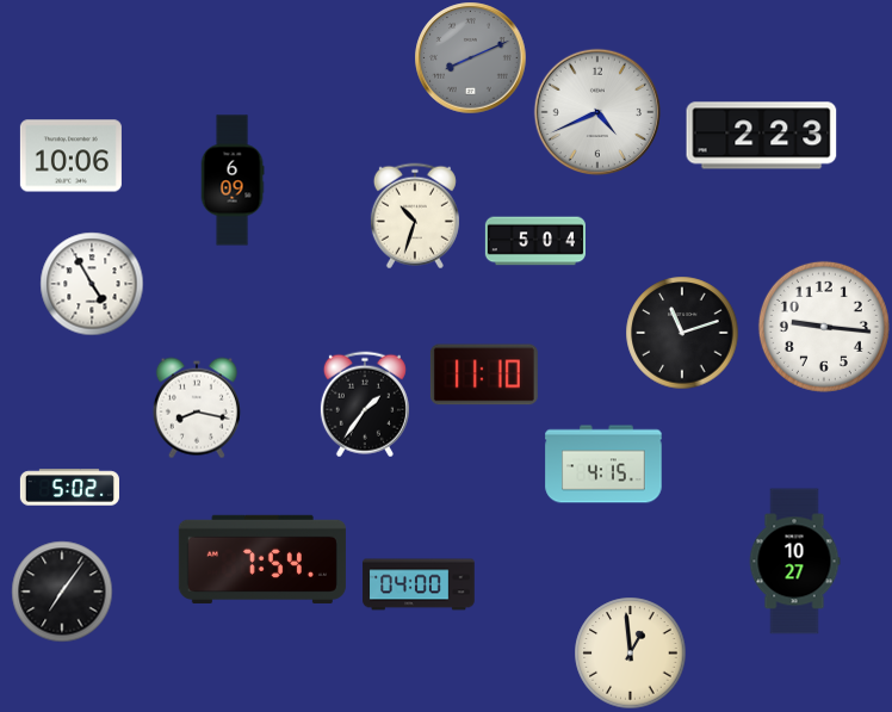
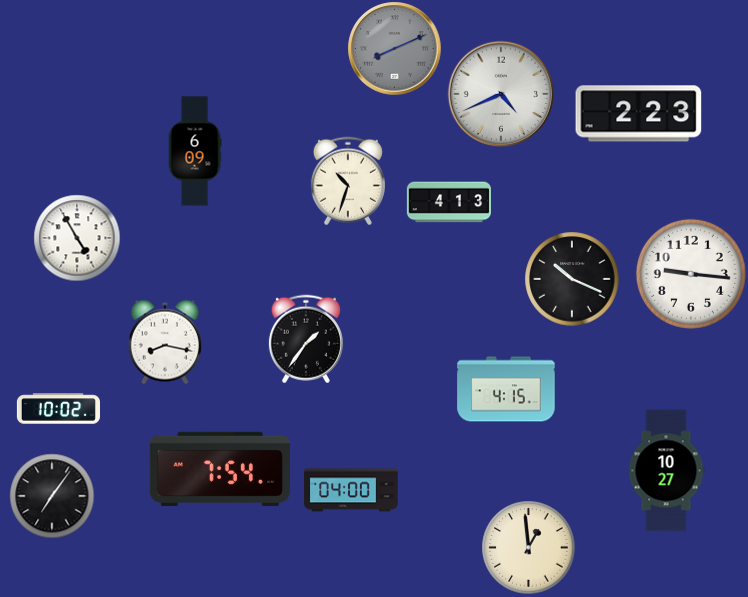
clock at (70, 156): 10:06 -> none
clock at (535, 241): 5:04 -> 4:13
clock at (682, 333): 11:12 -> 10:19
clock at (484, 374): 11:10 -> none
clock at (69, 488): 5:02 -> 10:02
